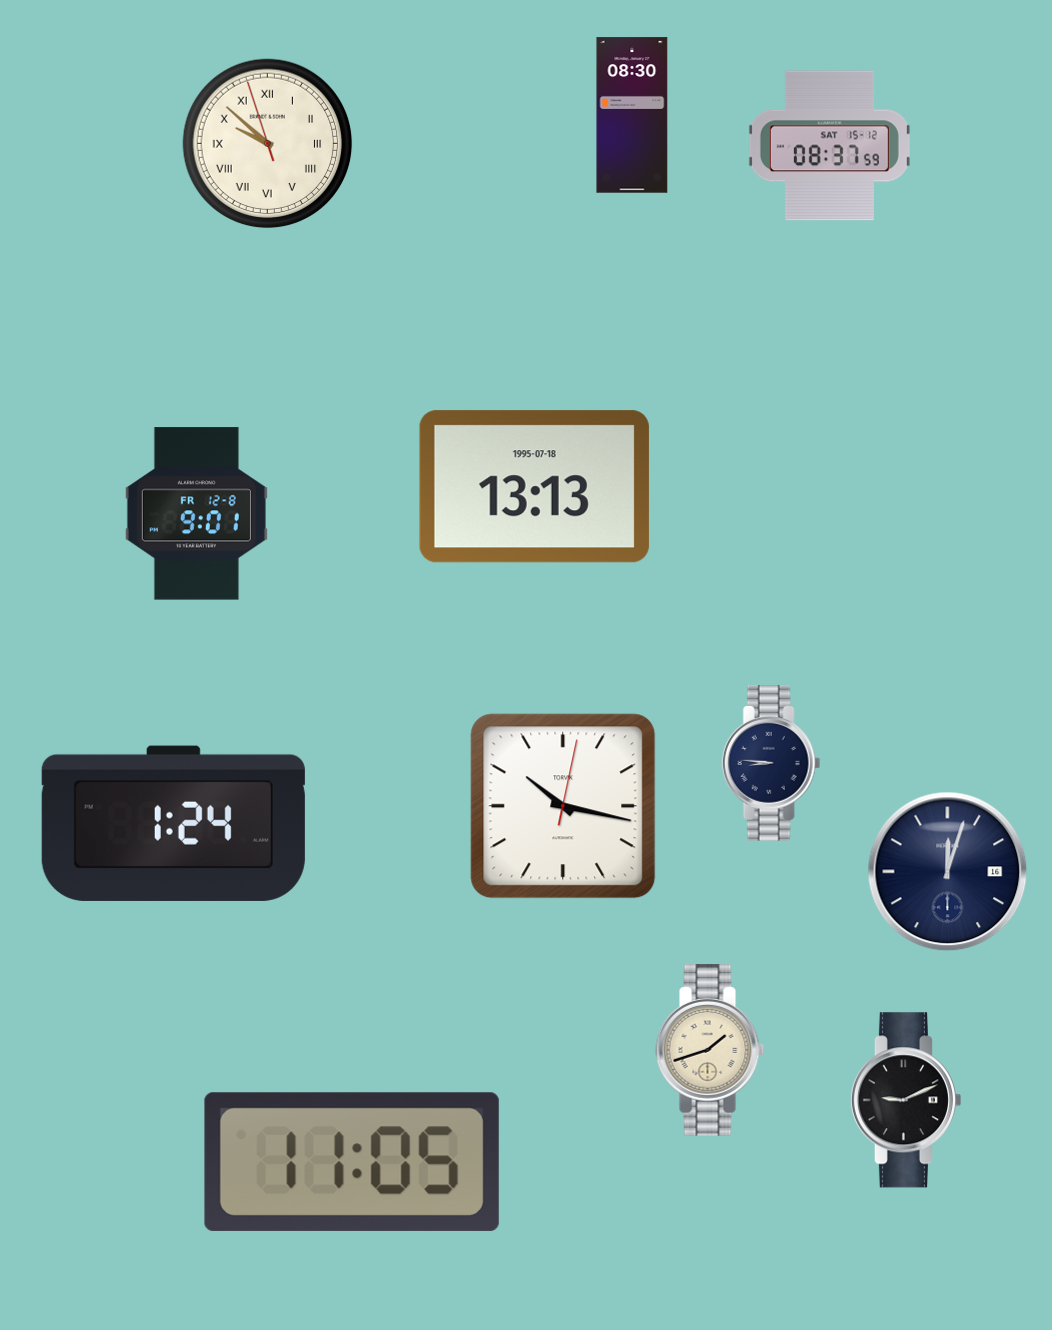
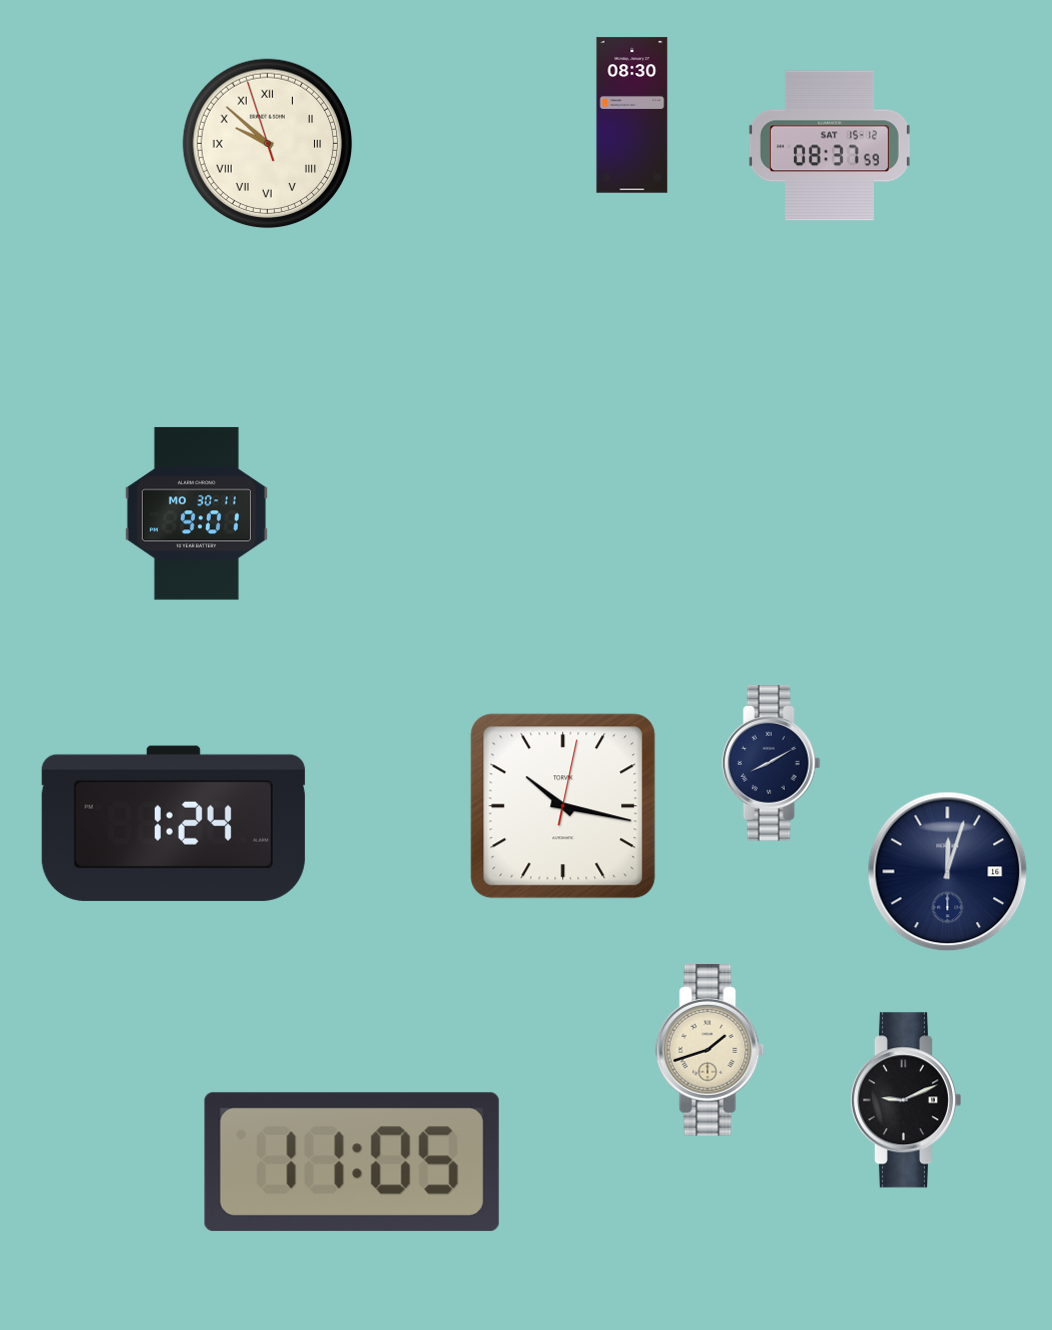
clock at (534, 487): 13:13 -> none
clock at (196, 514) date: FR 12-8 -> MO 30-11
clock at (771, 763): 8:46 -> 8:10
